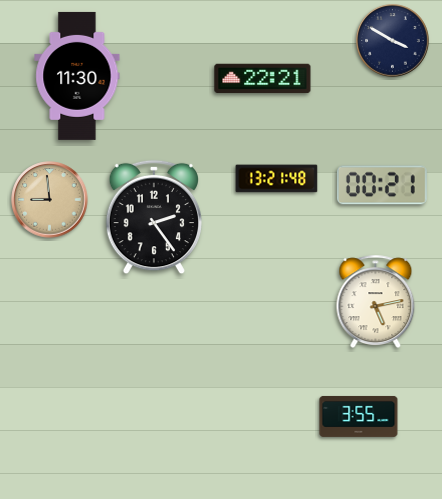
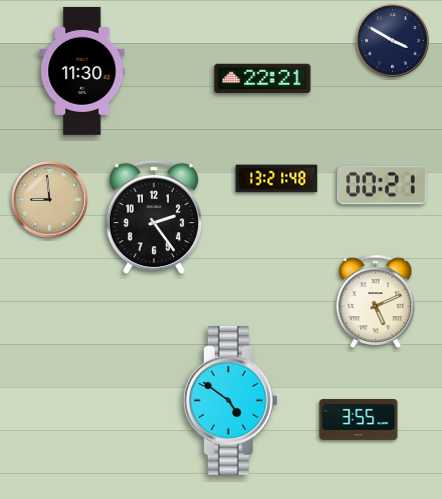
clock at (77, 76) position: (77, 76) -> (82, 71)
clock at (376, 302): 5:13 -> 5:11
clock at (230, 400): none -> 4:51
clock at (359, 416) position: (359, 416) -> (359, 419)
